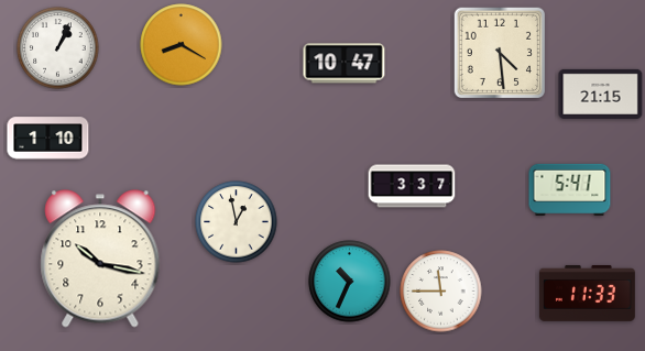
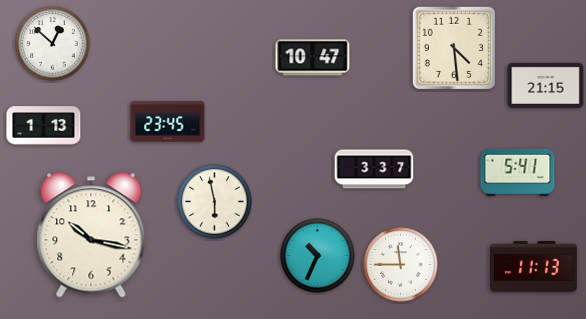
clock at (182, 45): 8:20 -> none
clock at (58, 48): 1:04 -> 12:52
clock at (168, 122): none -> 23:45
clock at (48, 139): 1:10 -> 1:13
clock at (237, 222): 12:58 -> 5:58
clock at (587, 293): 11:33 -> 11:13
